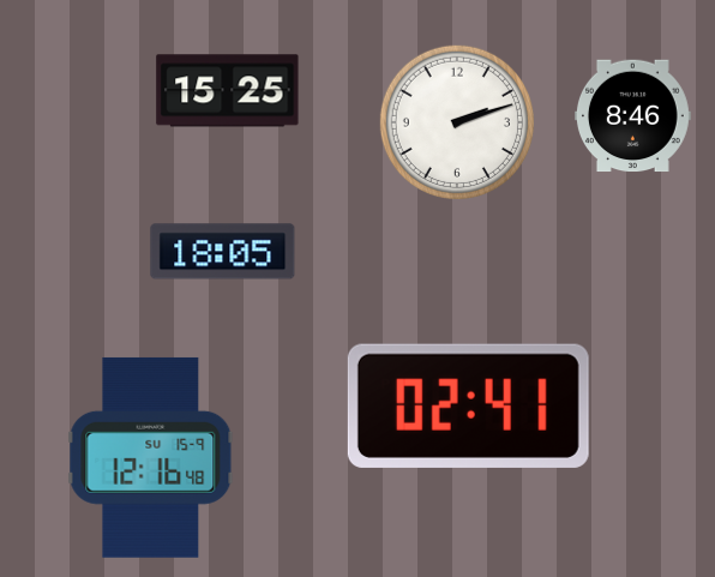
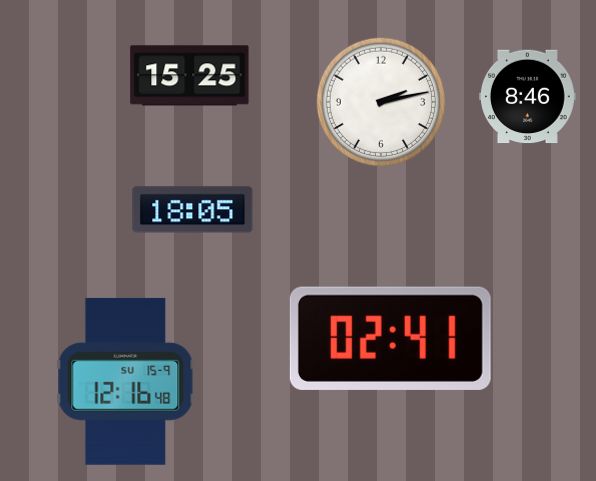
clock at (457, 122): 2:12 -> 2:13
clock at (223, 252) position: (223, 252) -> (193, 210)
